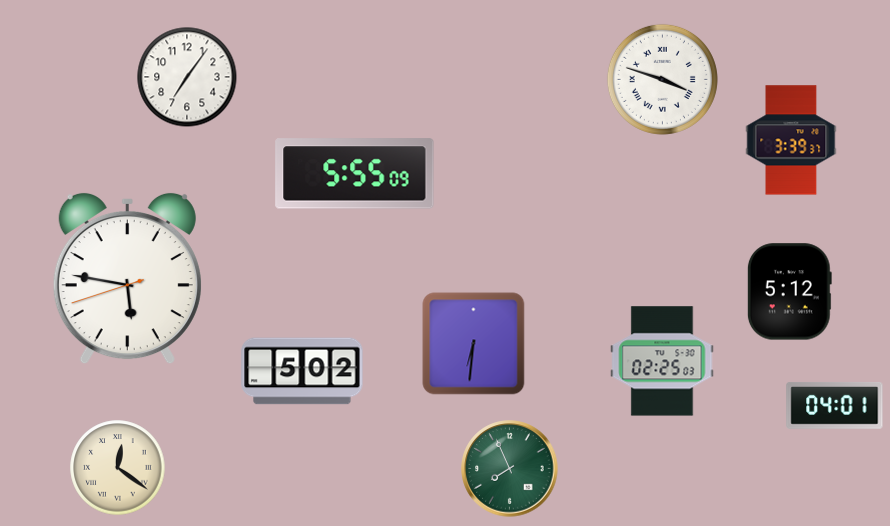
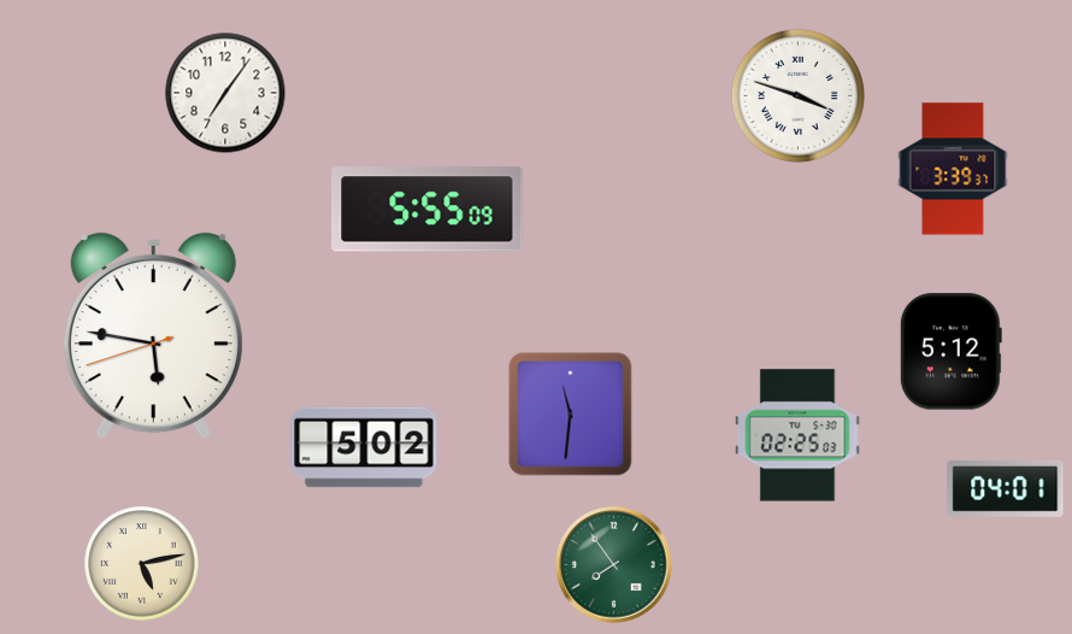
clock at (474, 344): 6:31 -> 11:31
clock at (118, 468): 12:21 -> 5:13
clock at (510, 469): 7:56 -> 7:54
